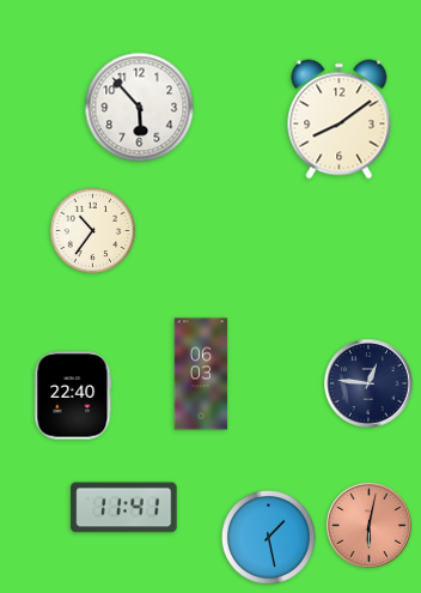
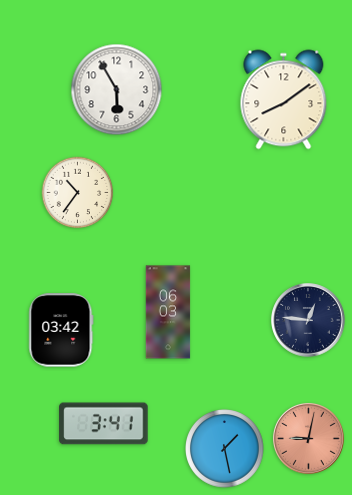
clock at (140, 108): 5:53 -> 5:55
clock at (73, 395): 22:40 -> 03:42
clock at (124, 508): 11:41 -> 3:41
clock at (368, 525): 6:02 -> 9:02
